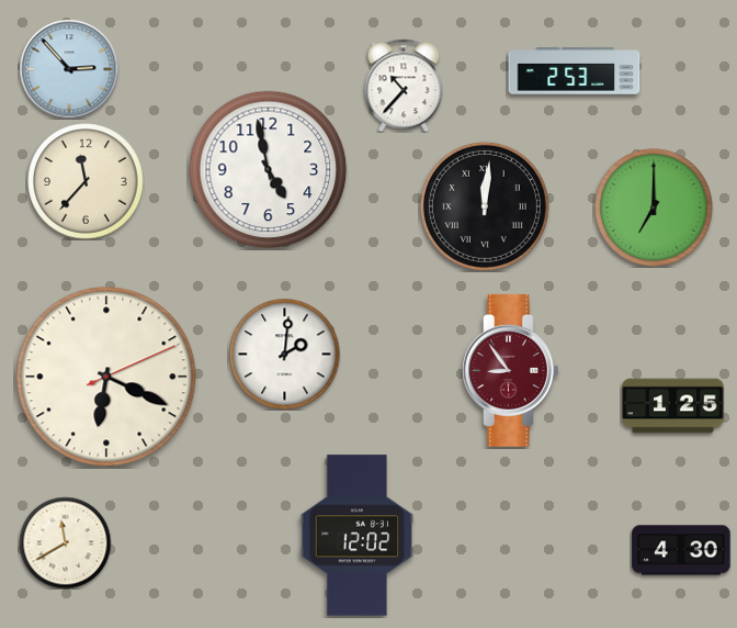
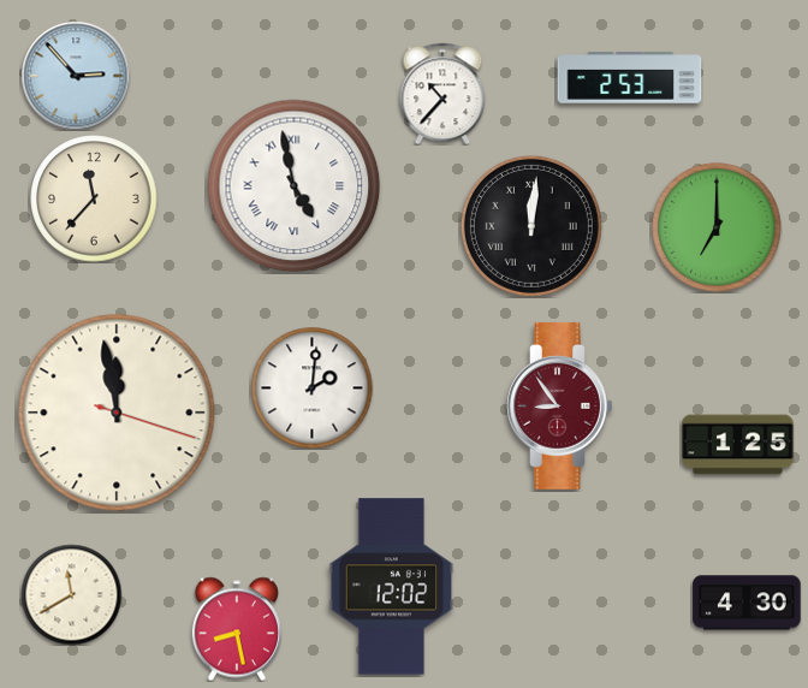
clock at (269, 170) numerals: Arabic -> Roman
clock at (106, 377): 6:19 -> 11:58
clock at (236, 629): none -> 8:28
